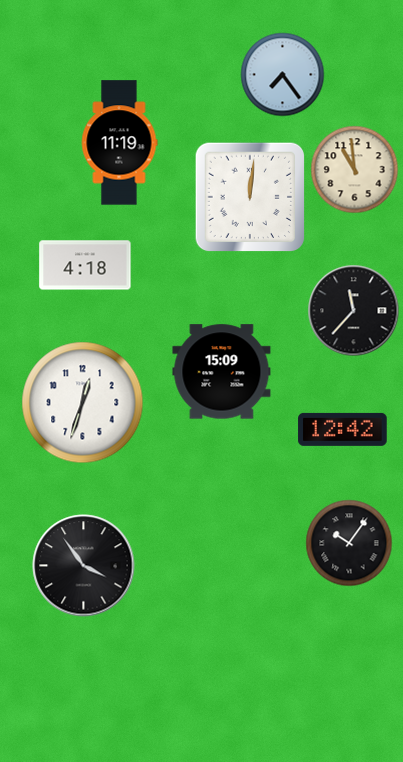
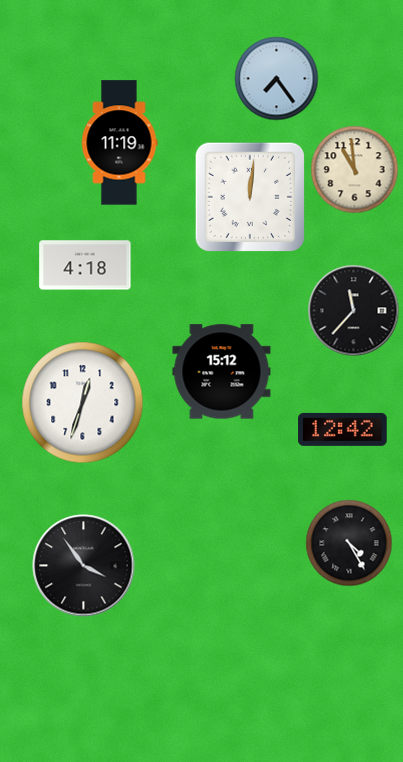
clock at (283, 75) position: (283, 75) -> (277, 79)
clock at (222, 372): 15:09 -> 15:12
clock at (349, 543): 10:06 -> 4:25
